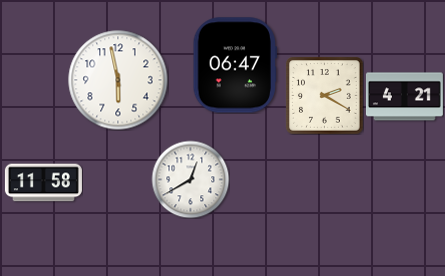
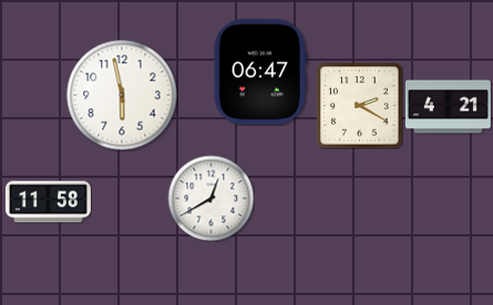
clock at (118, 80) position: (118, 80) -> (122, 95)
